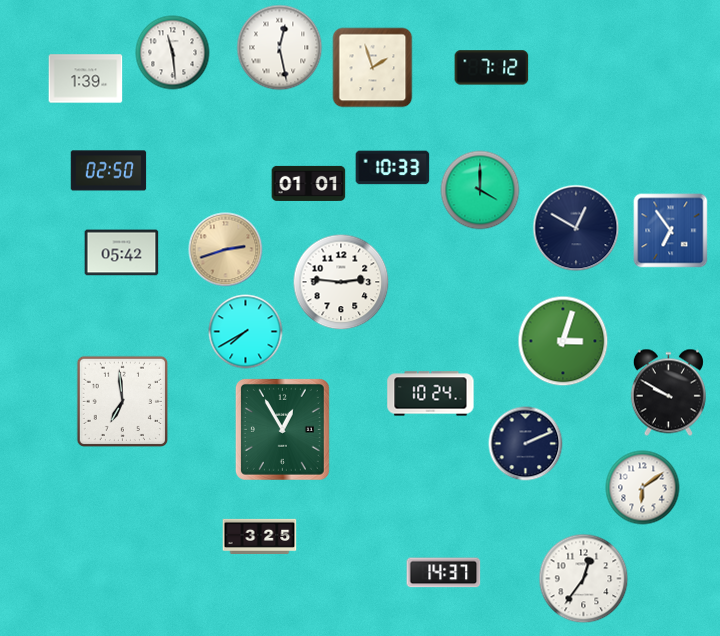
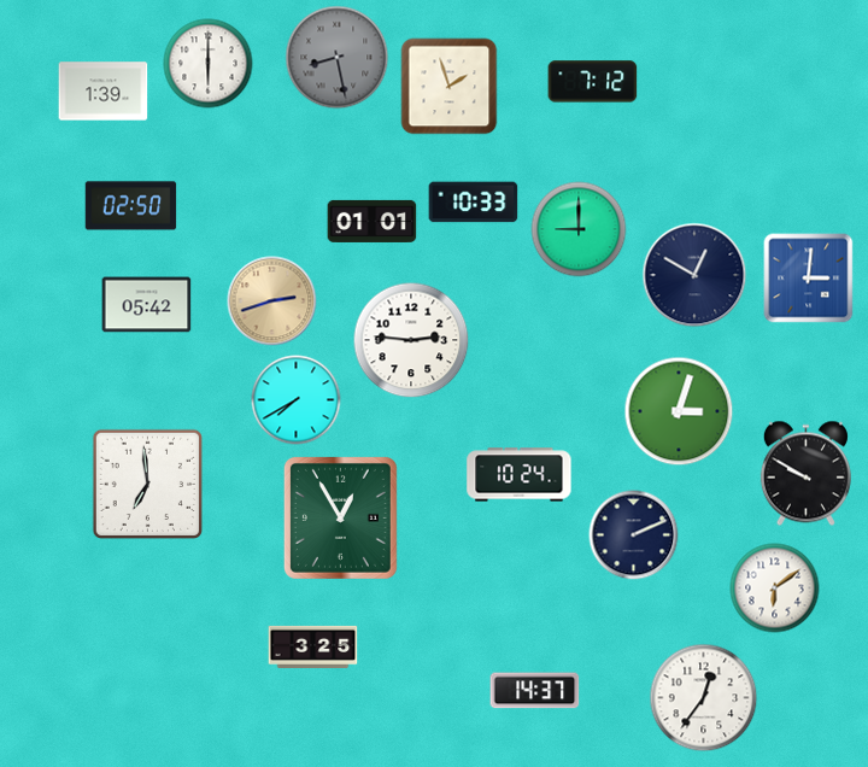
clock at (280, 48): 12:28 -> 8:28
clock at (280, 48) dial: white -> grey
clock at (173, 53): 11:29 -> 6:00
clock at (373, 68) position: (373, 68) -> (450, 87)
clock at (86, 79) position: (86, 79) -> (104, 92)
clock at (480, 190): 4:00 -> 9:00
clock at (671, 231): 6:54 -> 3:01
